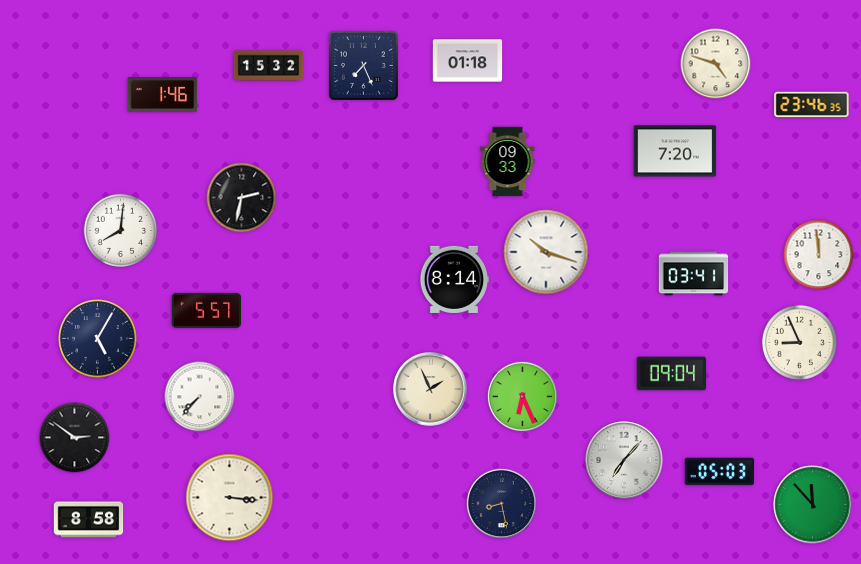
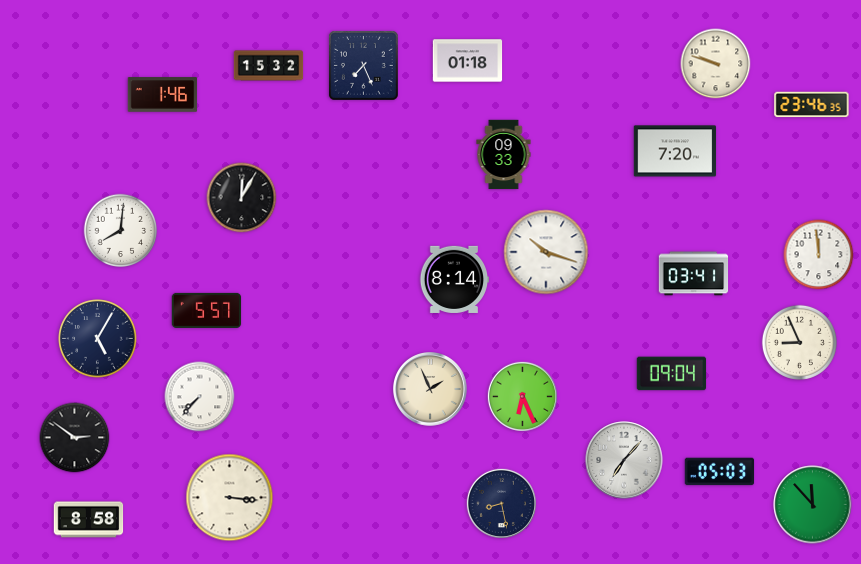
clock at (716, 64): 4:48 -> 9:48
clock at (508, 162) position: (508, 162) -> (504, 155)
clock at (242, 198): 2:32 -> 12:05
